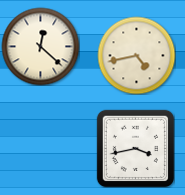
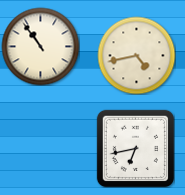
clock at (40, 46): 12:22 -> 10:54
clock at (135, 148): 3:43 -> 6:43
